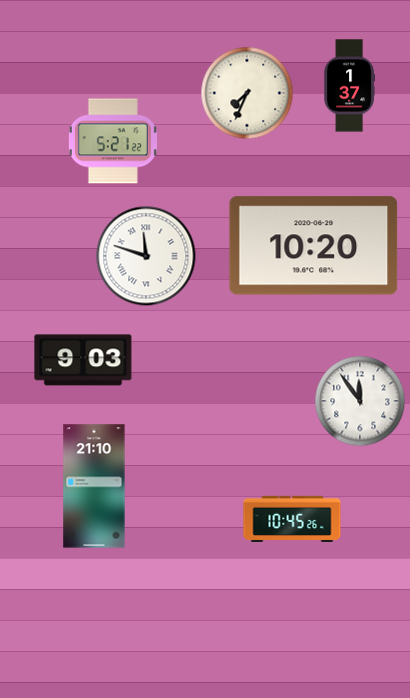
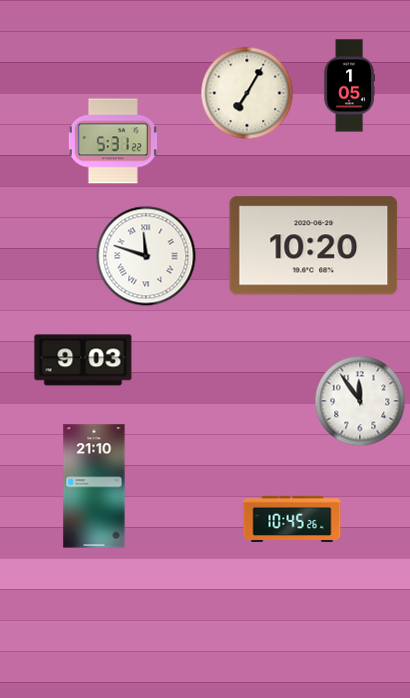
clock at (349, 86): 1:37 -> 1:05
clock at (247, 93): 7:34 -> 7:05
clock at (113, 141): 5:21 -> 5:31
